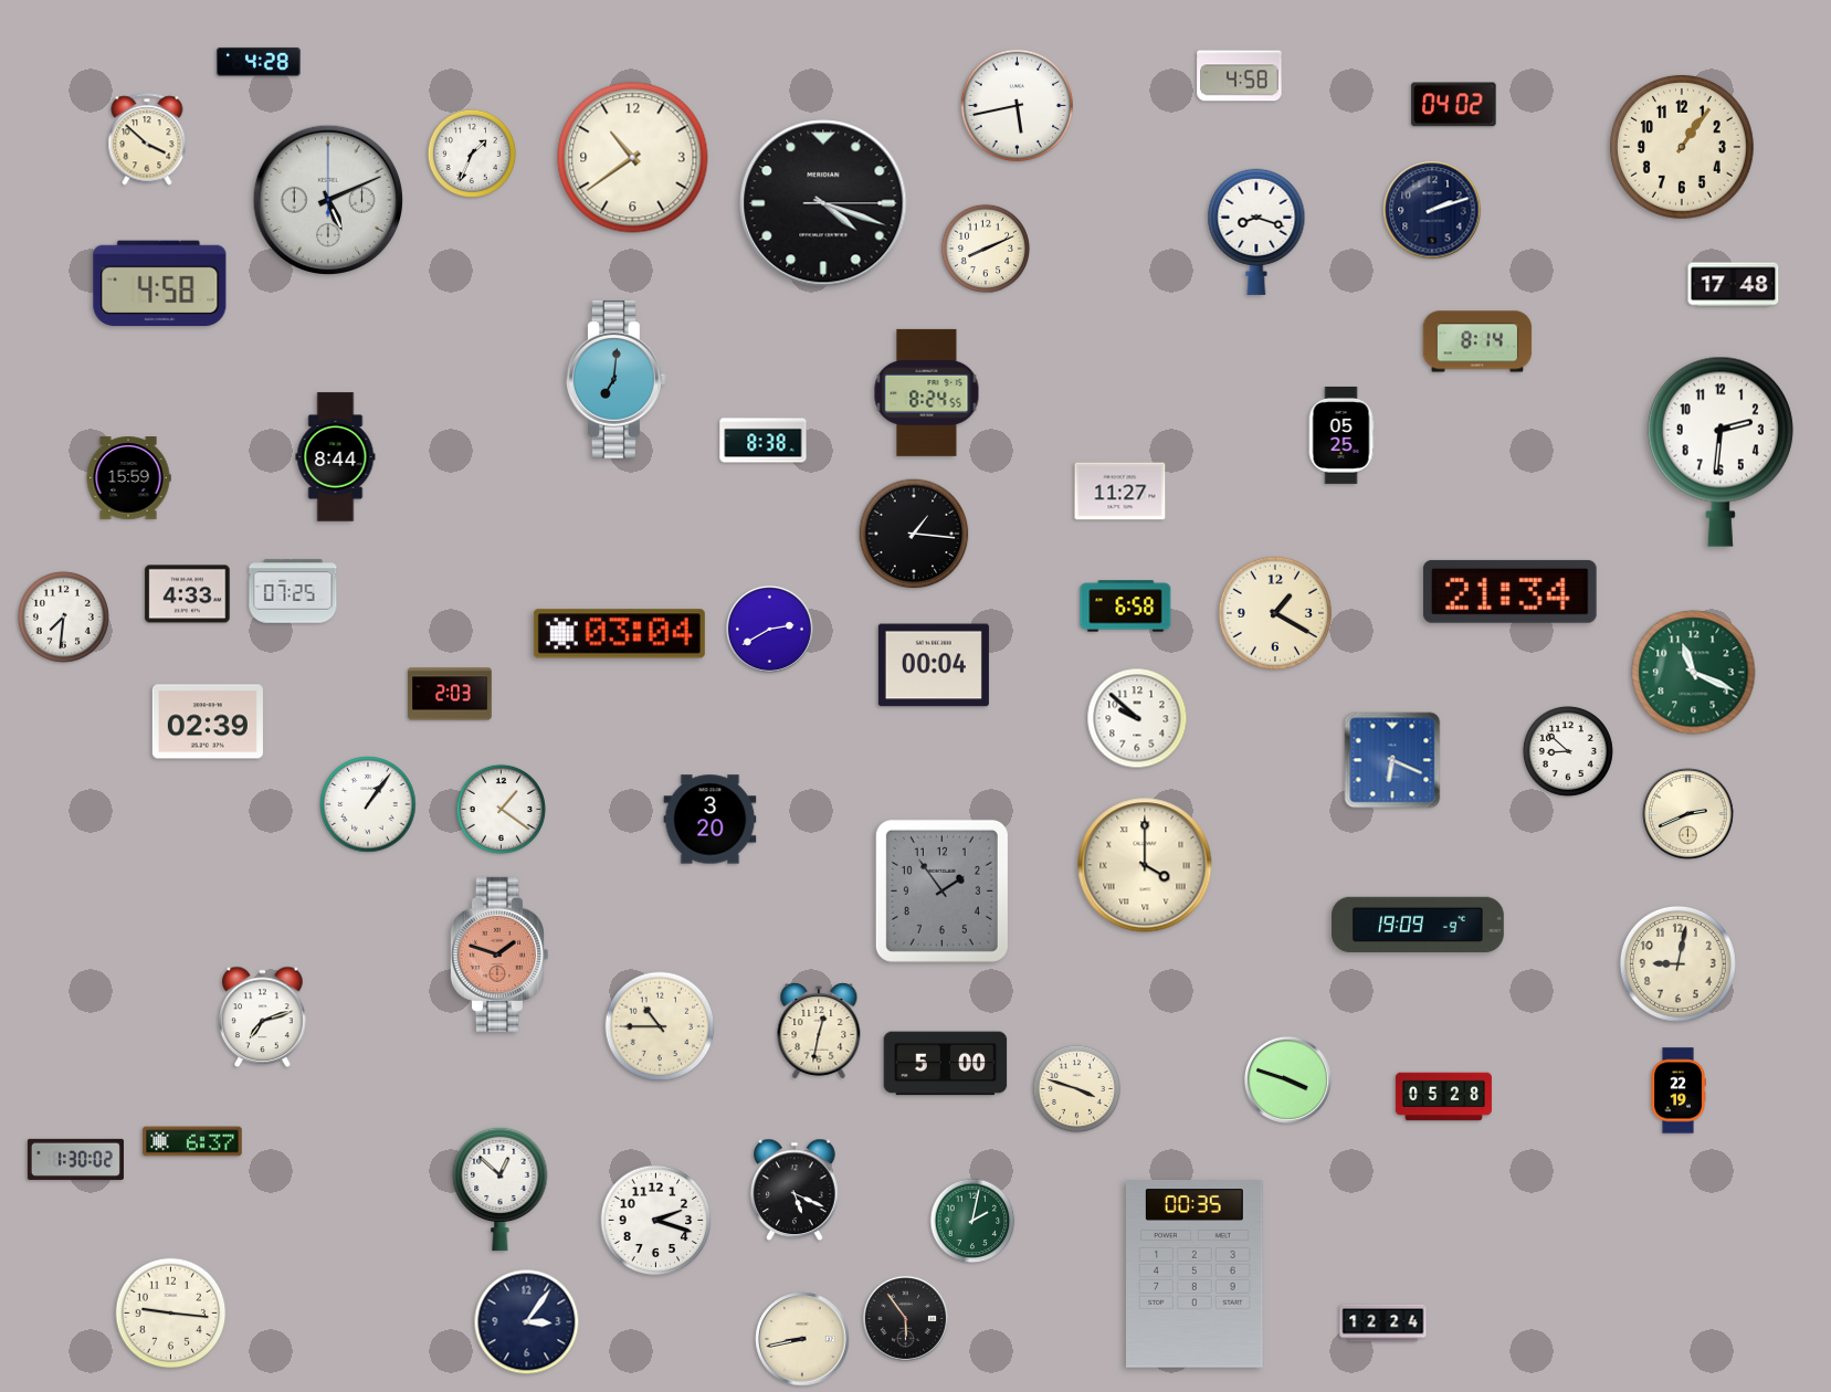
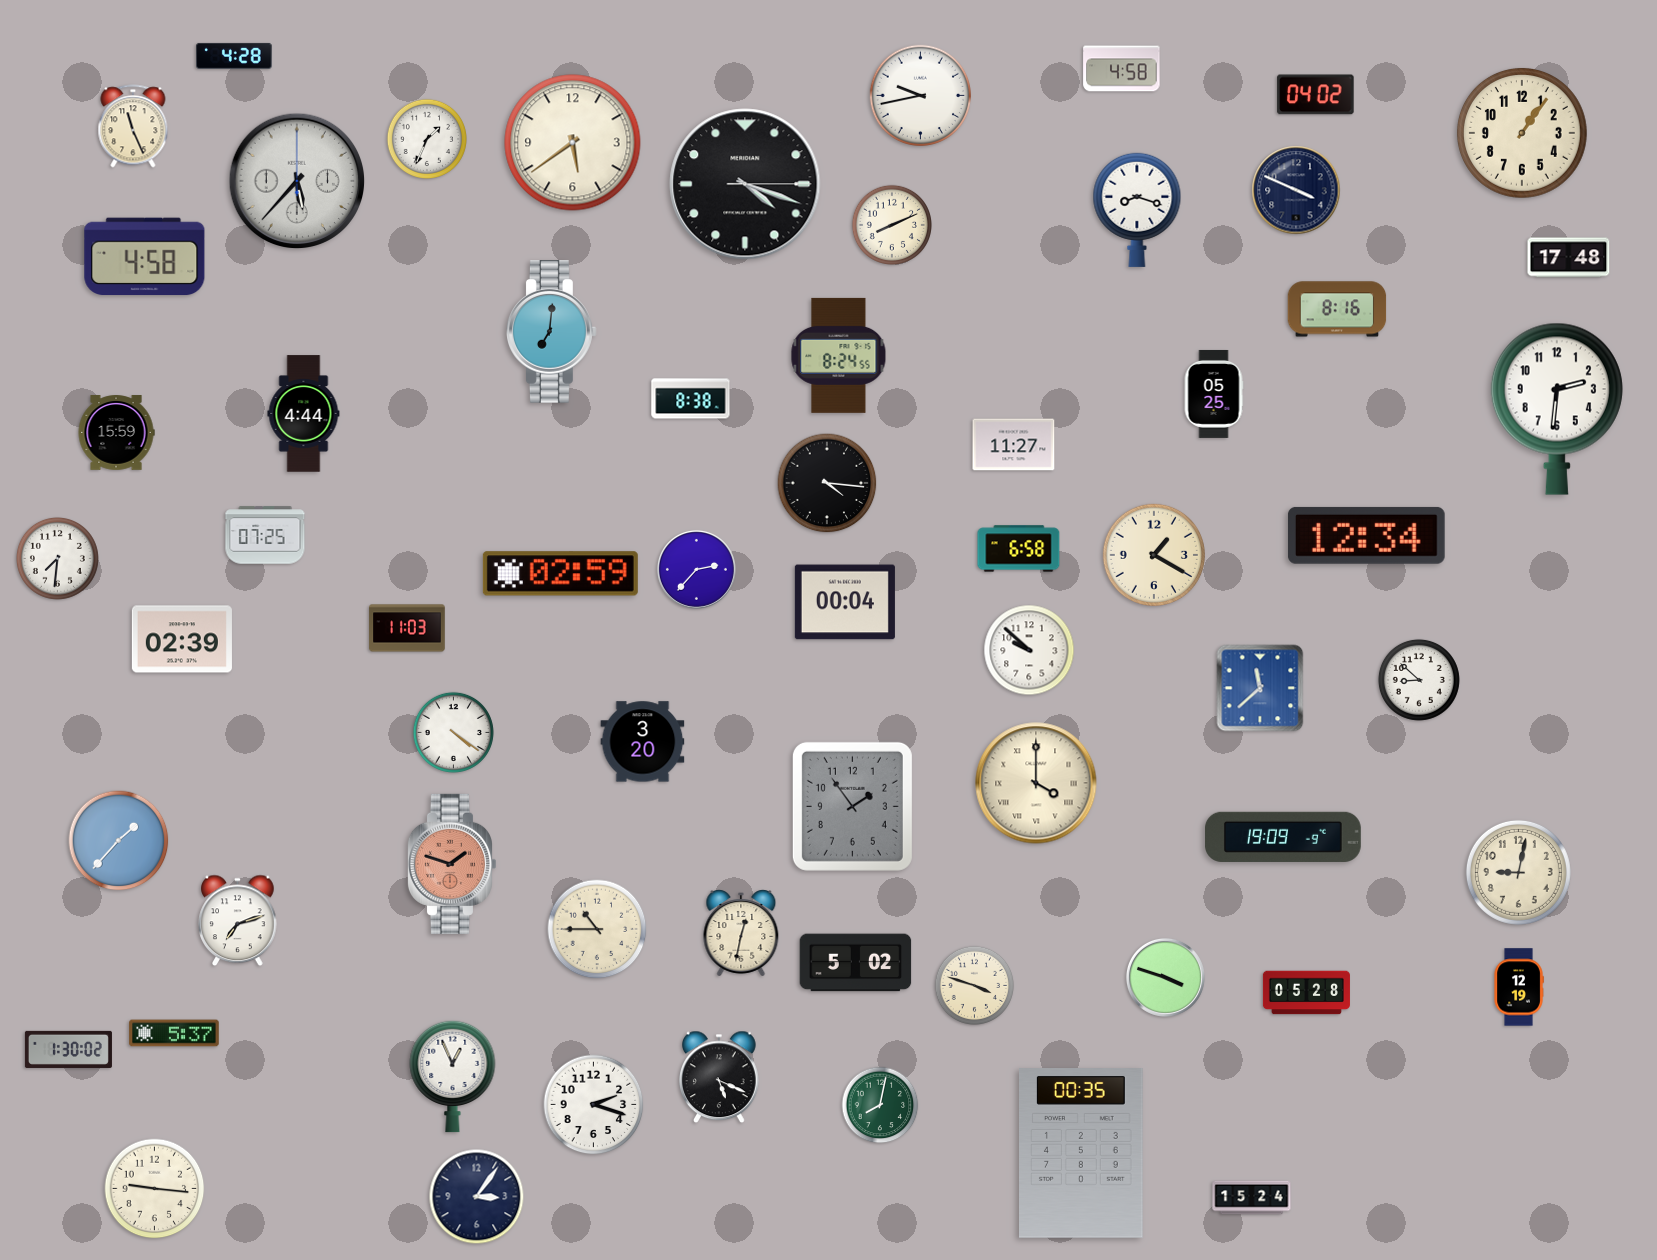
clock at (1017, 105): 5:43 -> 9:43
clock at (147, 139): 3:52 -> 11:26
clock at (633, 158): 10:39 -> 5:39
clock at (328, 200): 5:11 -> 5:37
clock at (1432, 210): 2:12 -> 3:49
clock at (1477, 341): 8:14 -> 8:16
clock at (617, 380) position: (617, 380) -> (552, 332)
clock at (336, 457): 8:44 -> 4:44
clock at (914, 534): 1:16 -> 4:16
clock at (1509, 591): 21:34 -> 12:34
clock at (188, 594): 4:33 -> none
clock at (769, 629): 2:40 -> 2:37
clock at (619, 634): 03:04 -> 02:59
clock at (1694, 673): 11:19 -> none
clock at (450, 694): 2:03 -> 11:03
clock at (208, 721) position: (208, 721) -> (182, 639)
clock at (1392, 760): 6:19 -> 11:38
clock at (368, 804): 1:06 -> none
clock at (501, 809): 1:21 -> 4:21
clock at (1688, 814): 2:41 -> none
clock at (119, 841): none -> 1:37
clock at (946, 1064): 5:00 -> 5:02
clock at (1679, 1090): 22:19 -> 12:19
clock at (192, 1141): 6:37 -> 5:37
clock at (501, 1189): 12:52 -> 12:56
clock at (972, 1221): 2:02 -> 8:02
clock at (905, 1318): 5:54 -> none
clock at (1383, 1324): 12:24 -> 15:24
clock at (802, 1339): 8:43 -> none
